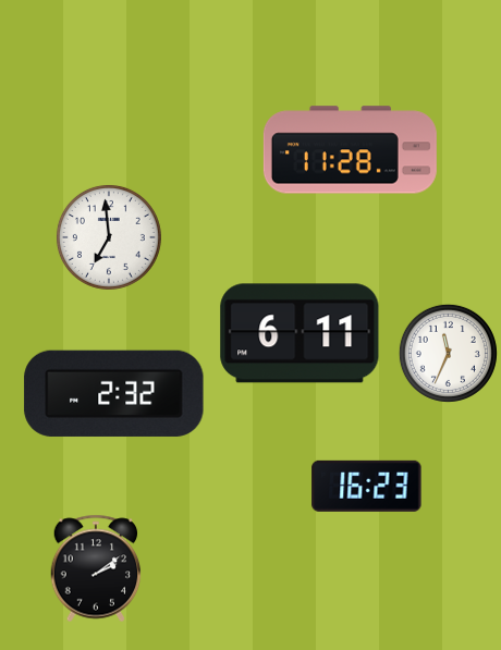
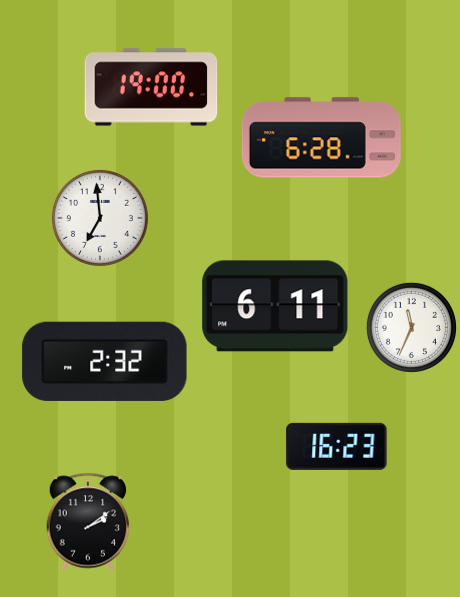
clock at (151, 87): none -> 19:00
clock at (350, 150): 11:28 -> 6:28
clock at (448, 353) position: (448, 353) -> (411, 327)
